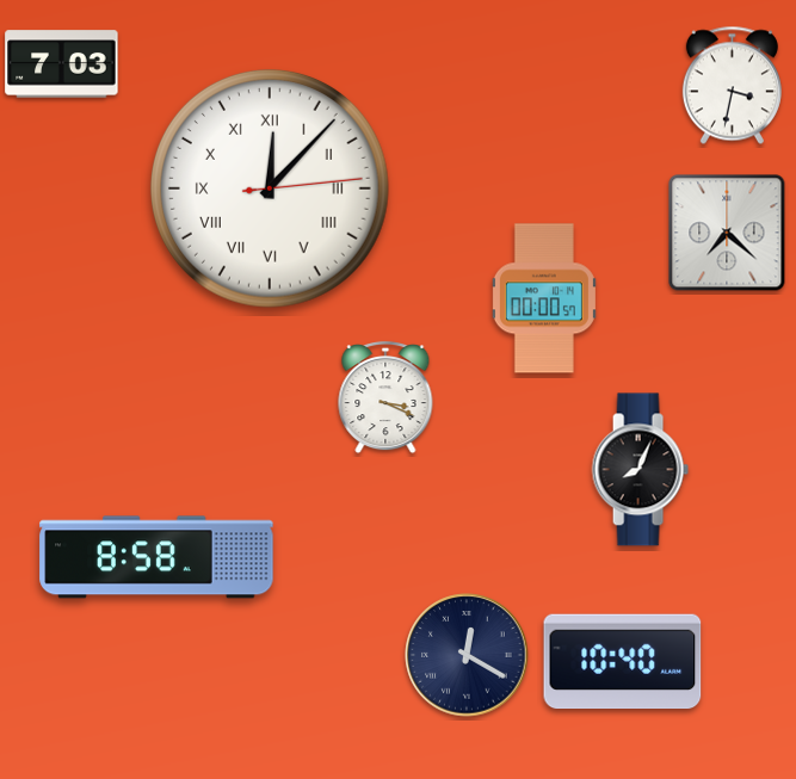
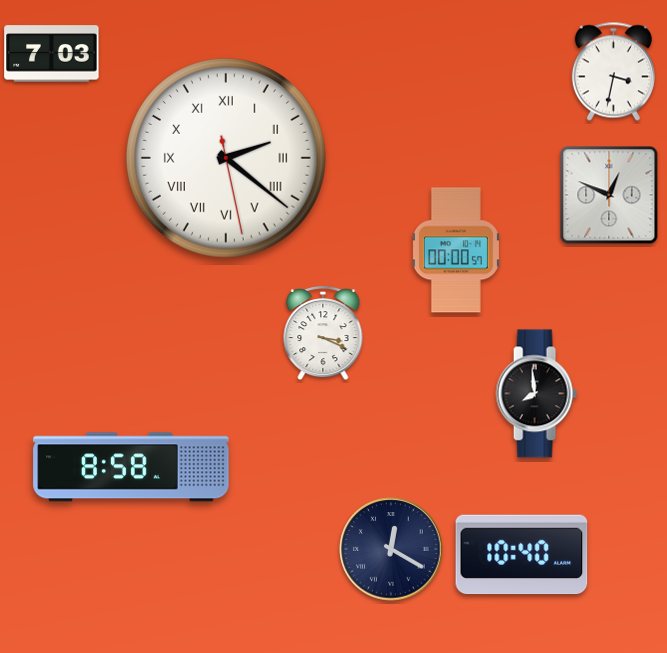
clock at (270, 188): 12:07 -> 2:21
clock at (727, 233): 7:22 -> 12:49
clock at (640, 470): 8:04 -> 7:59
